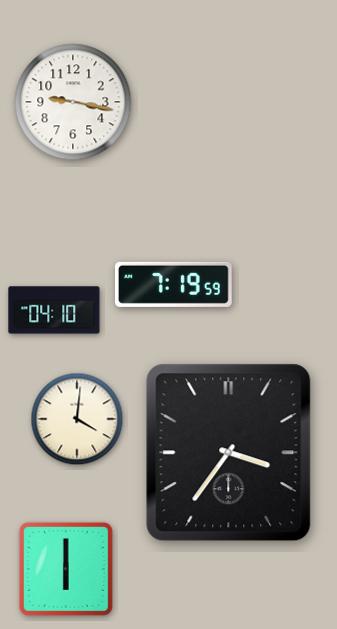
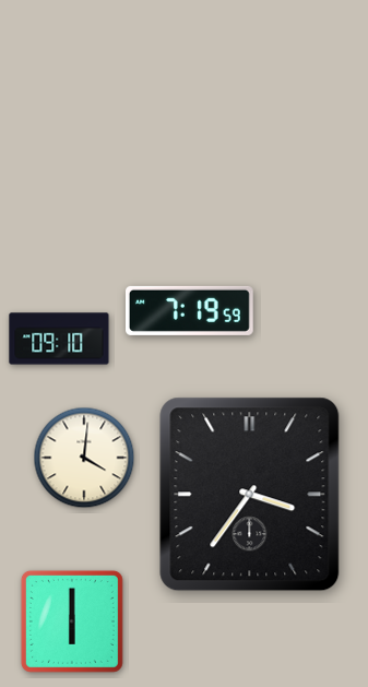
clock at (73, 102): 9:17 -> none
clock at (54, 310): 04:10 -> 09:10
